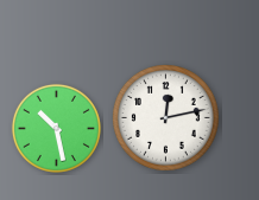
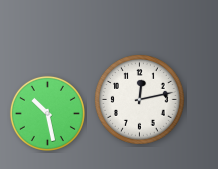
clock at (56, 128) position: (56, 128) -> (47, 113)
